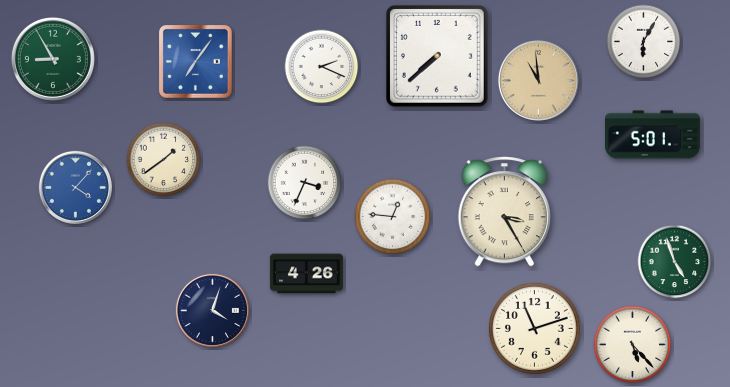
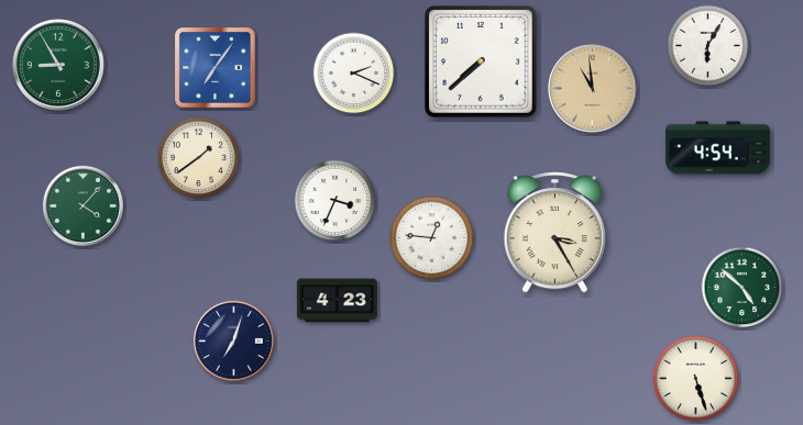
clock at (653, 135): 5:01 -> 4:54
clock at (164, 160) position: (164, 160) -> (199, 158)
clock at (75, 187) dial: blue -> green
clock at (675, 262): 4:57 -> 4:52
clock at (306, 274): 4:26 -> 4:23
clock at (212, 310): 4:03 -> 7:03
clock at (535, 329): 11:12 -> none
clock at (633, 345): 5:23 -> 5:27
